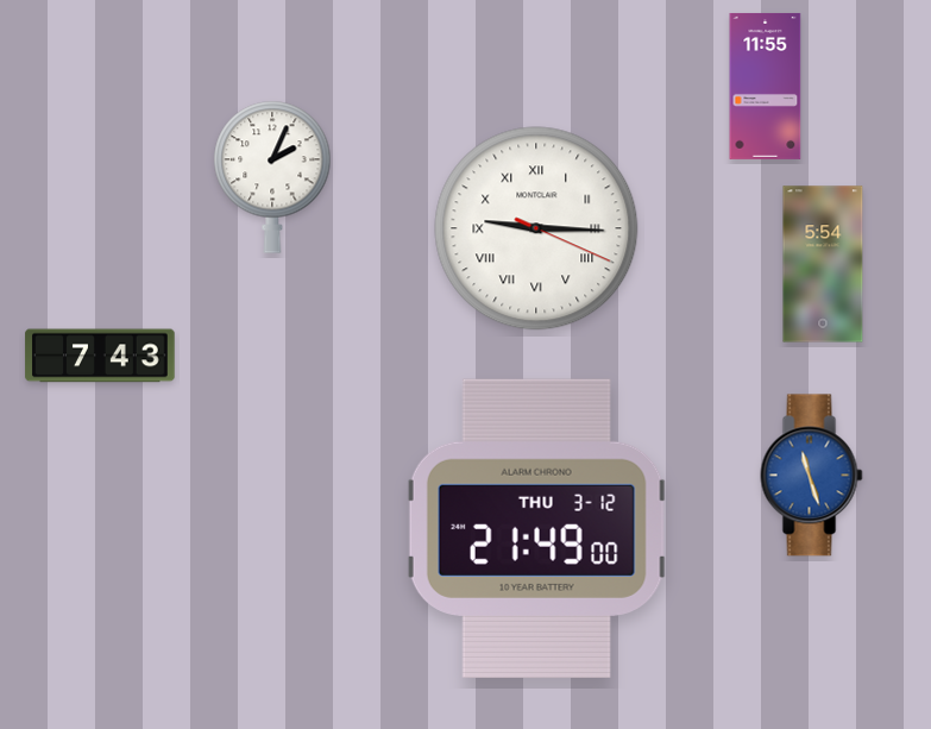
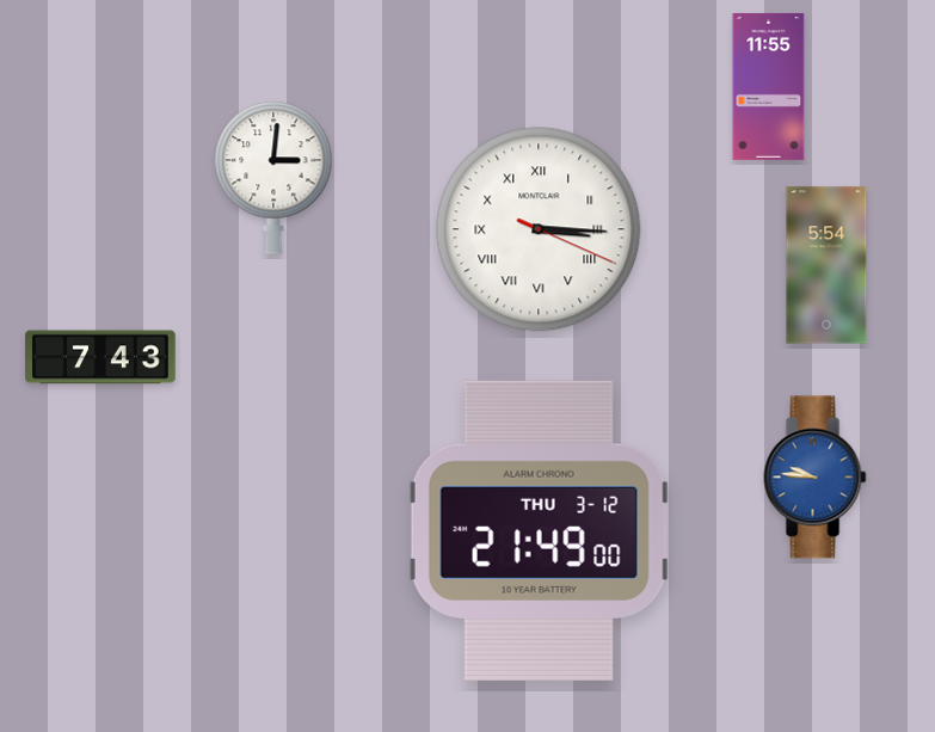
clock at (272, 177): 2:04 -> 3:01
clock at (536, 228): 9:15 -> 3:15
clock at (812, 476): 11:27 -> 9:46
